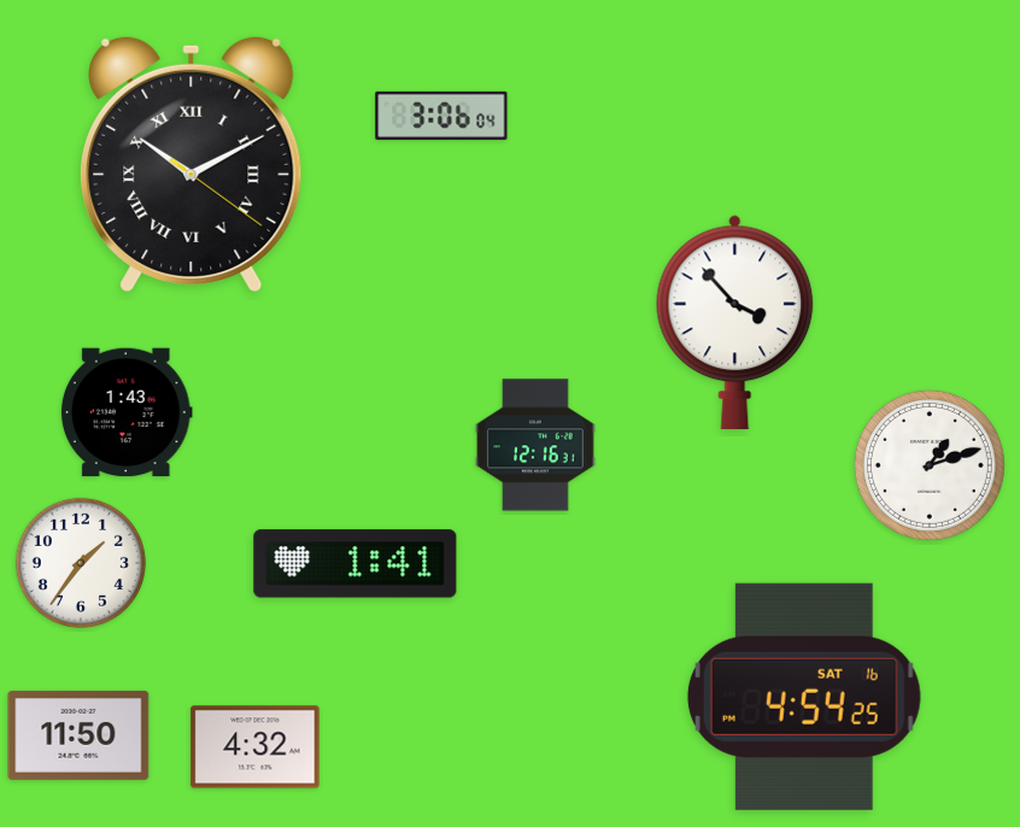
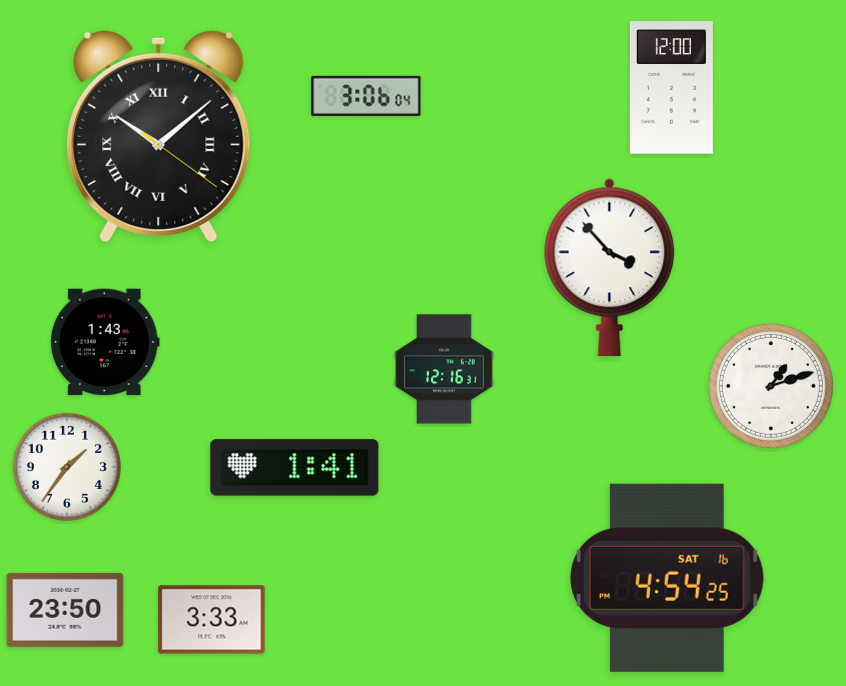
clock at (671, 88): none -> 12:00
clock at (192, 164): 10:10 -> 10:08
clock at (78, 735): 11:50 -> 23:50
clock at (256, 747): 4:32 -> 3:33
